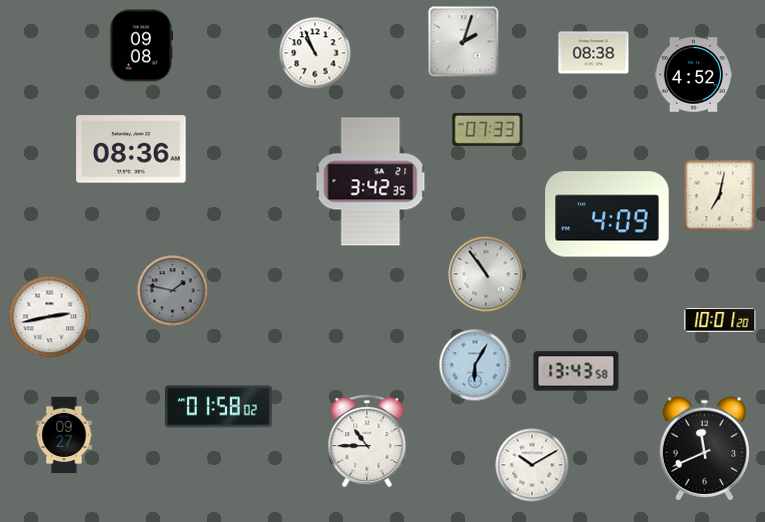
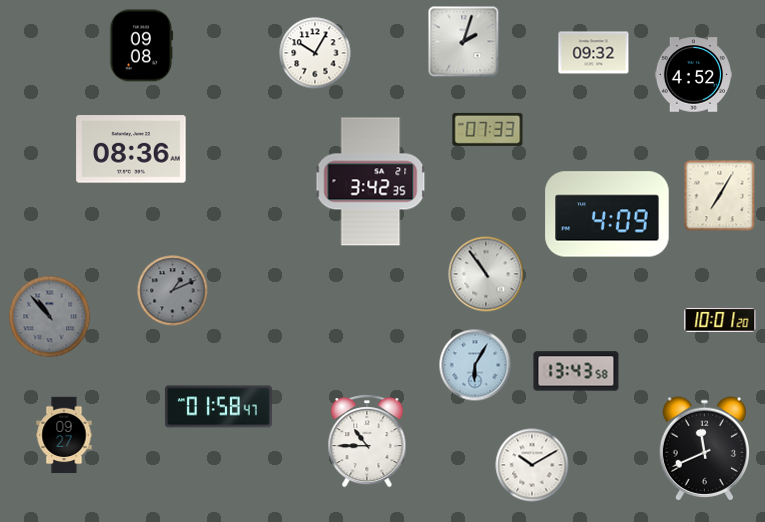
clock at (315, 53): 10:56 -> 10:05
clock at (594, 53): 08:38 -> 09:32
clock at (720, 196): 7:02 -> 7:05
clock at (173, 291): 1:47 -> 1:11
clock at (50, 317): 2:43 -> 10:53
clock at (50, 317) dial: white -> grey
clock at (218, 407): 01:58:02 -> 01:58:47
